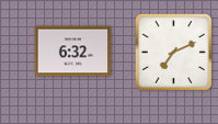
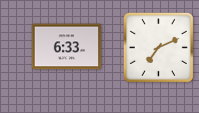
clock at (73, 52): 6:32 -> 6:33
